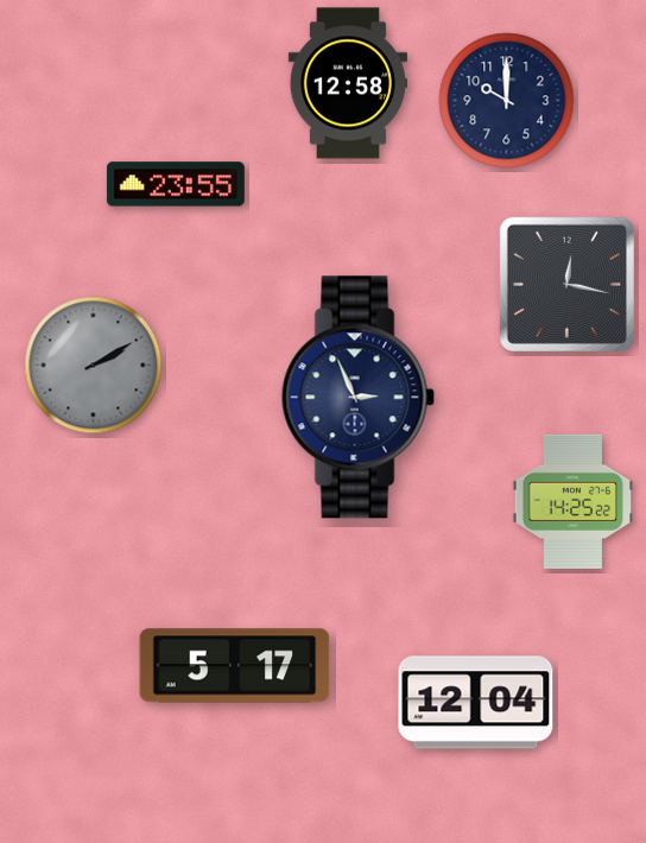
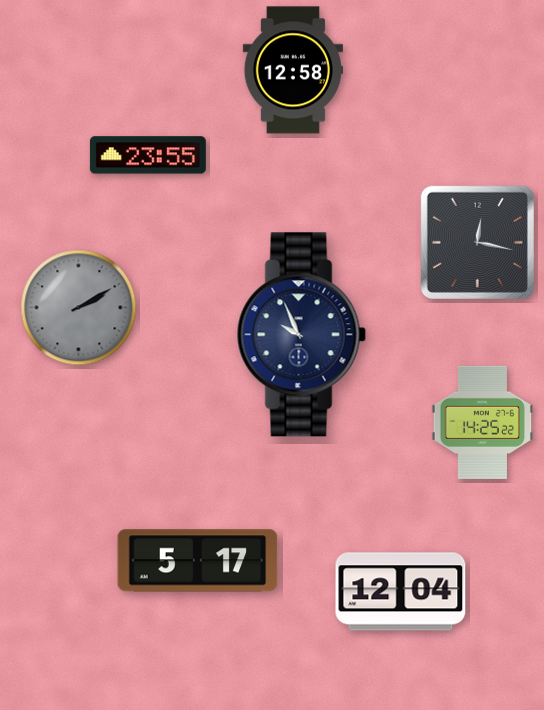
clock at (507, 101): 10:00 -> none
clock at (566, 284) position: (566, 284) -> (477, 242)
clock at (357, 398): 2:56 -> 9:56
